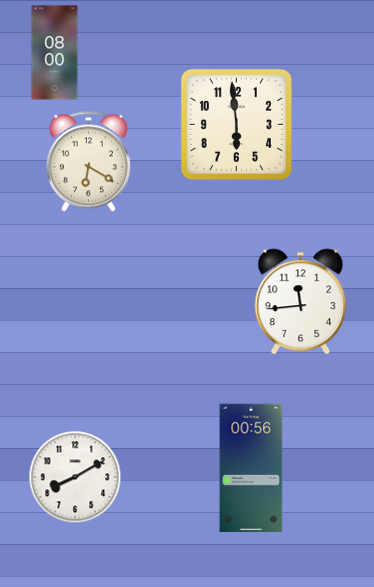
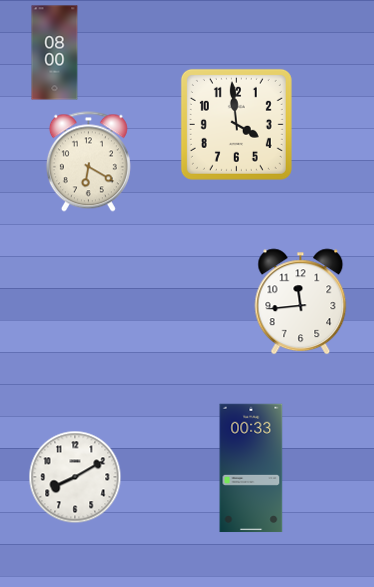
clock at (236, 124): 5:59 -> 3:59
clock at (251, 468): 00:56 -> 00:33
